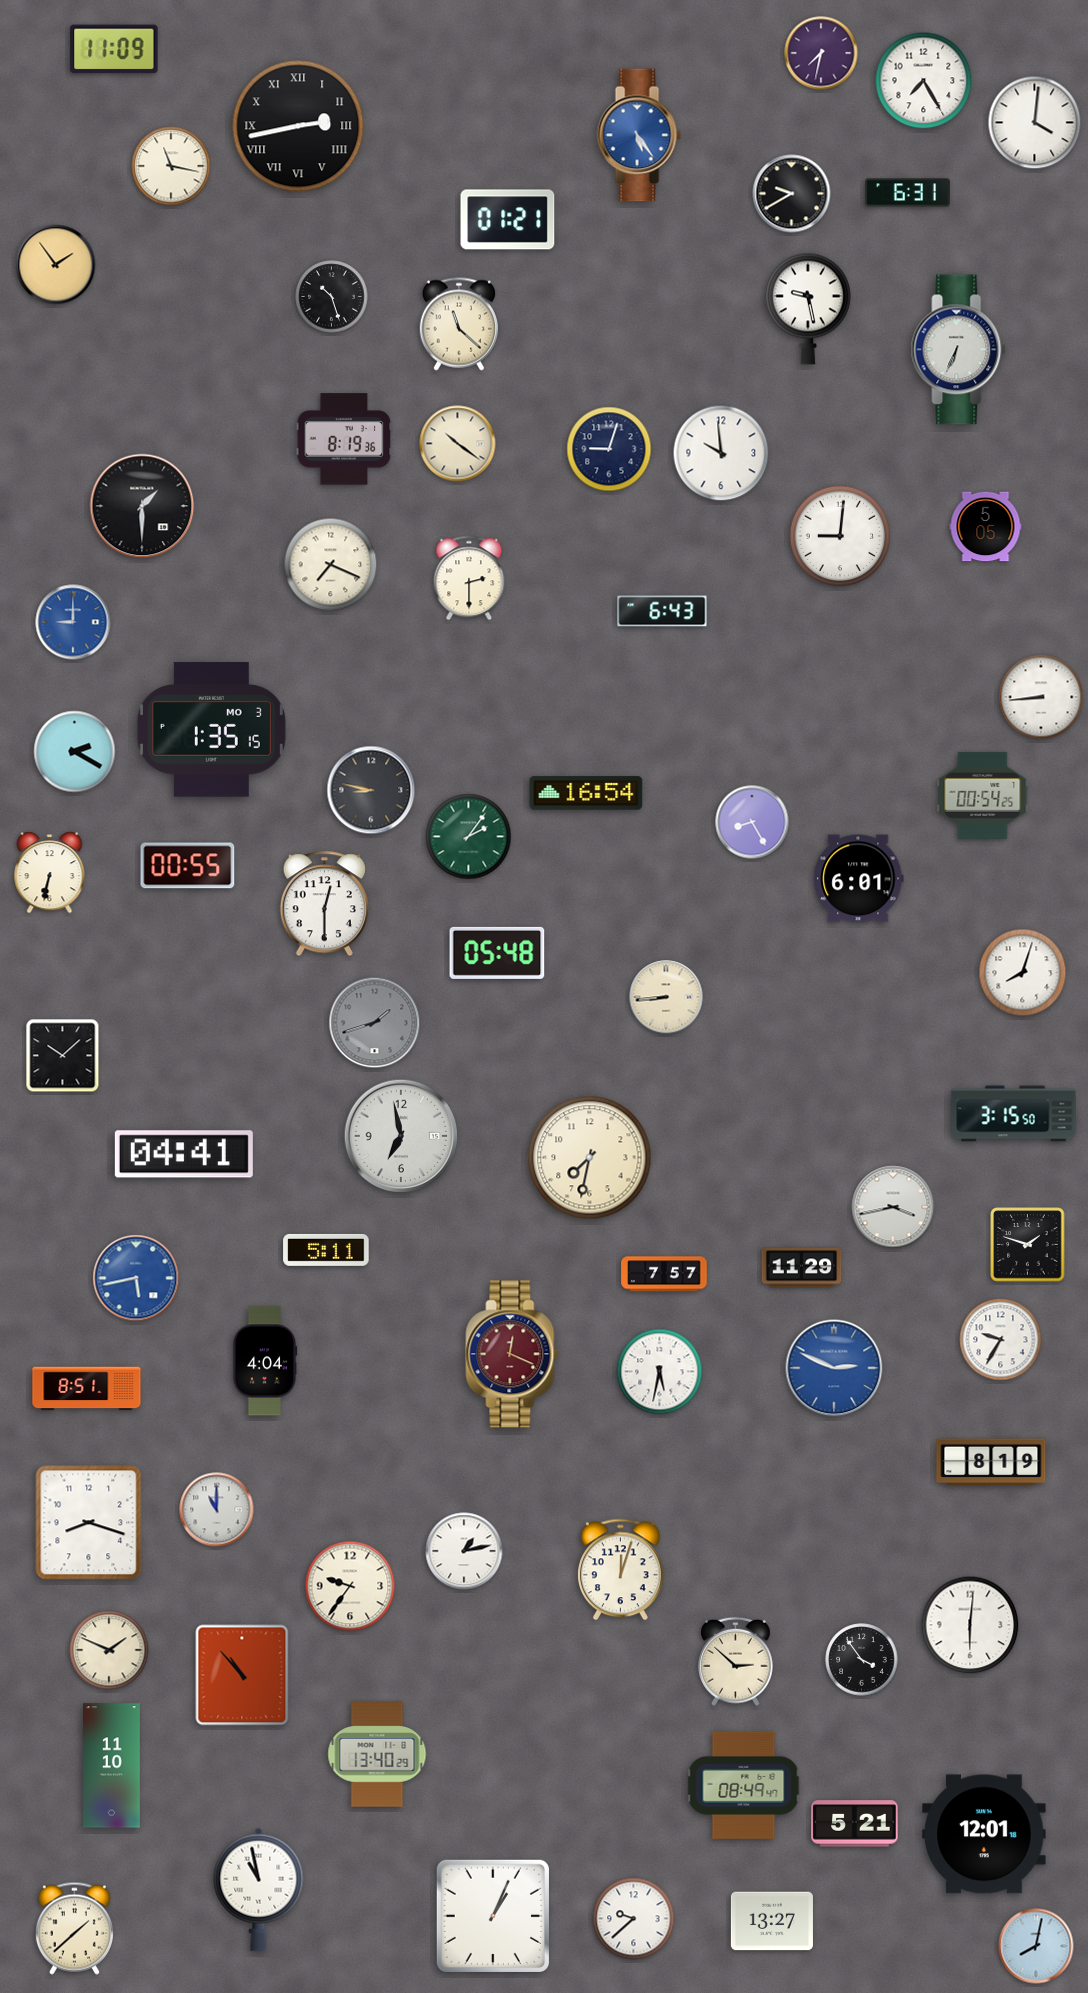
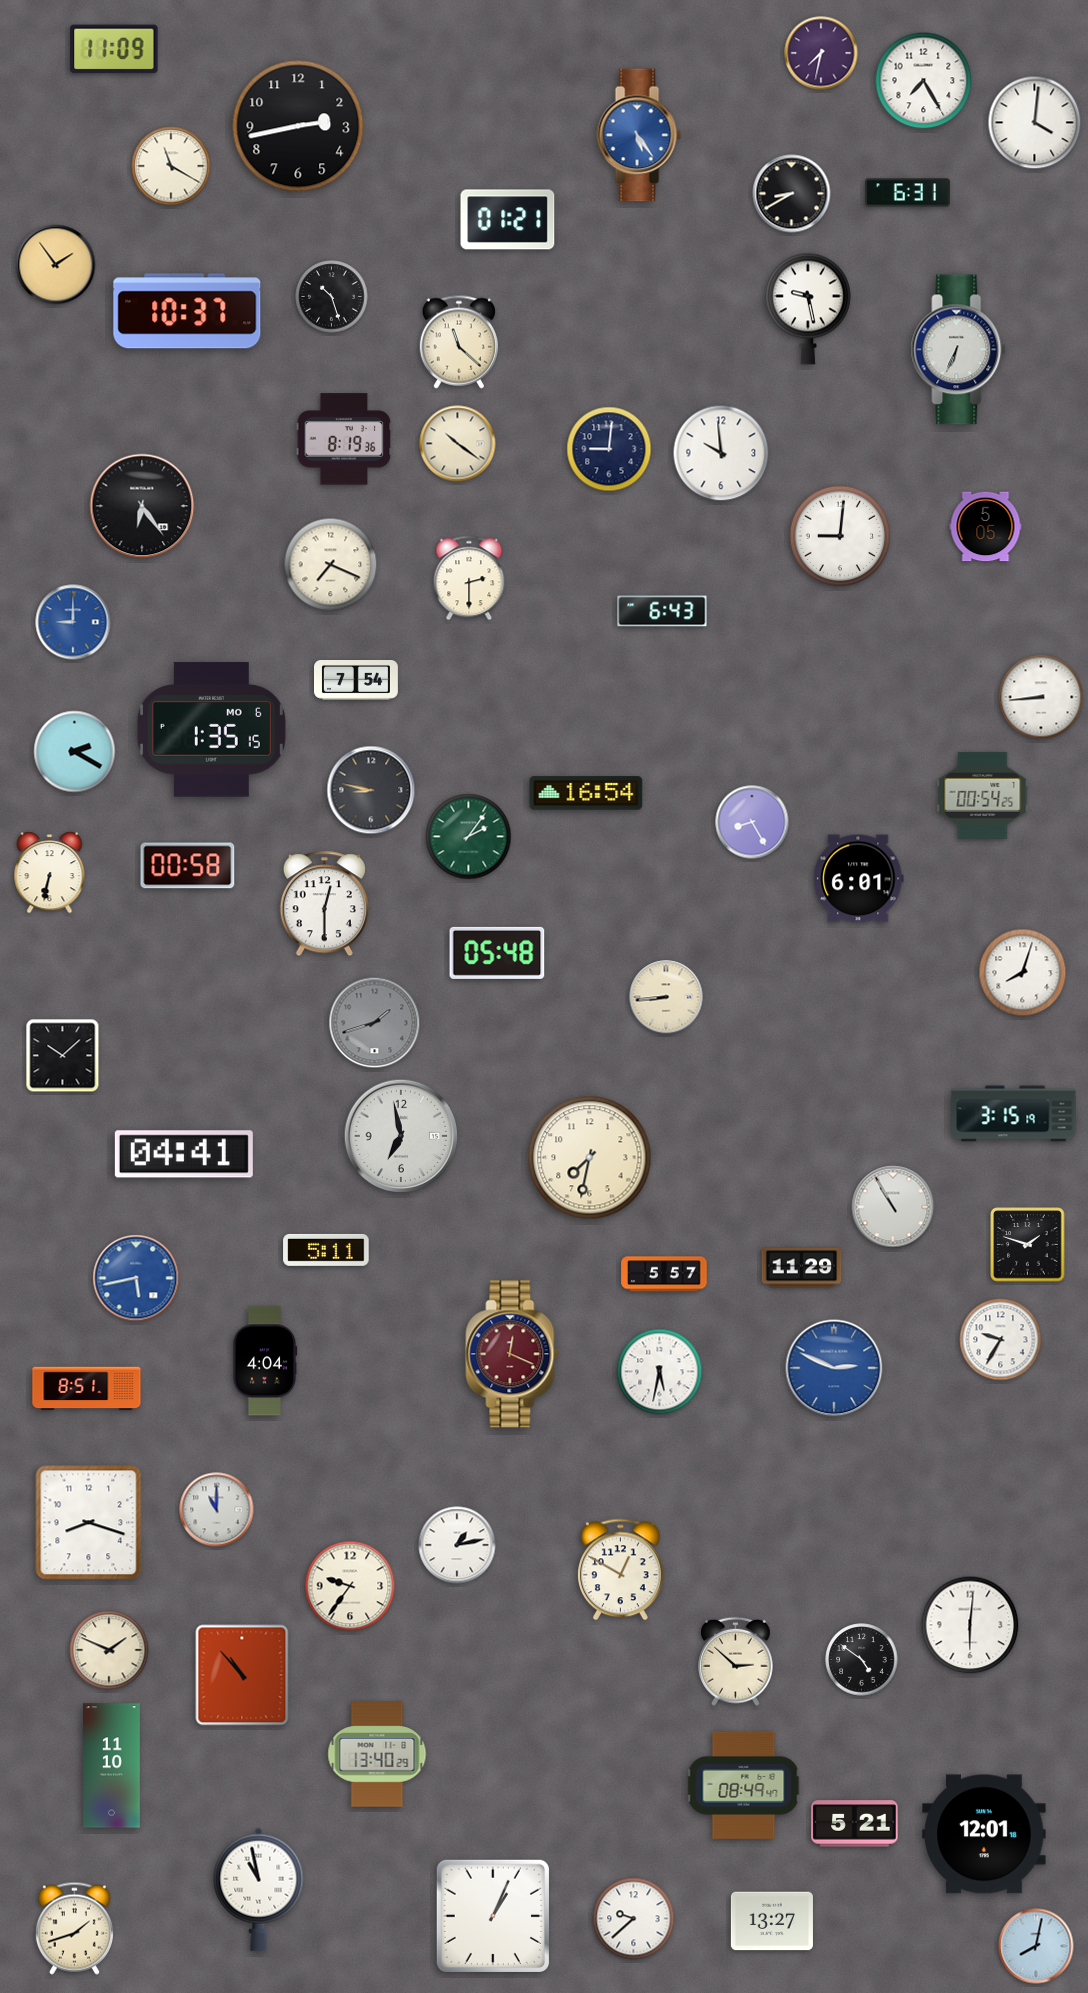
clock at (298, 126) numerals: Roman -> Arabic
clock at (171, 166): 11:17 -> 11:20
clock at (792, 194): 9:40 -> 8:40
clock at (187, 311): none -> 10:37
clock at (458, 324) position: (458, 324) -> (458, 342)
clock at (609, 449): 9:03 -> 9:01
clock at (142, 506): 1:30 -> 6:24
clock at (357, 681): none -> 7:54
clock at (211, 730) date: MO 3 -> MO 6
clock at (188, 866): 00:55 -> 00:58
clock at (1014, 1114): 3:15:50 -> 3:15:19
clock at (893, 1207): 3:43 -> 10:55
clock at (664, 1274): 7:57 -> 5:57
clock at (991, 1462): 8:19 -> none
clock at (464, 1551) position: (464, 1551) -> (457, 1545)
clock at (621, 1570): 12:03 -> 12:50
clock at (862, 1660): 3:54 -> 4:51
clock at (74, 1928): 1:38 -> 1:42
